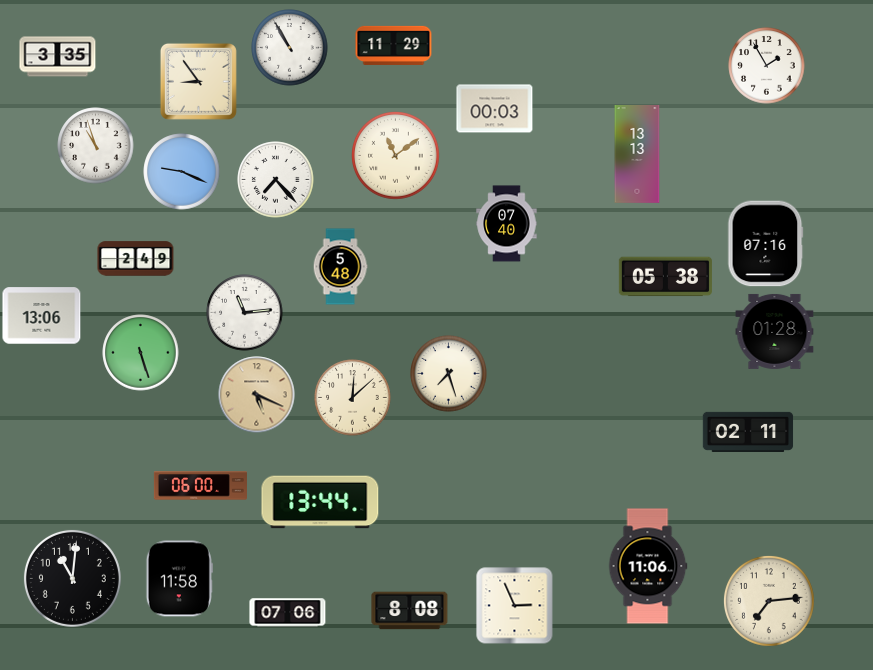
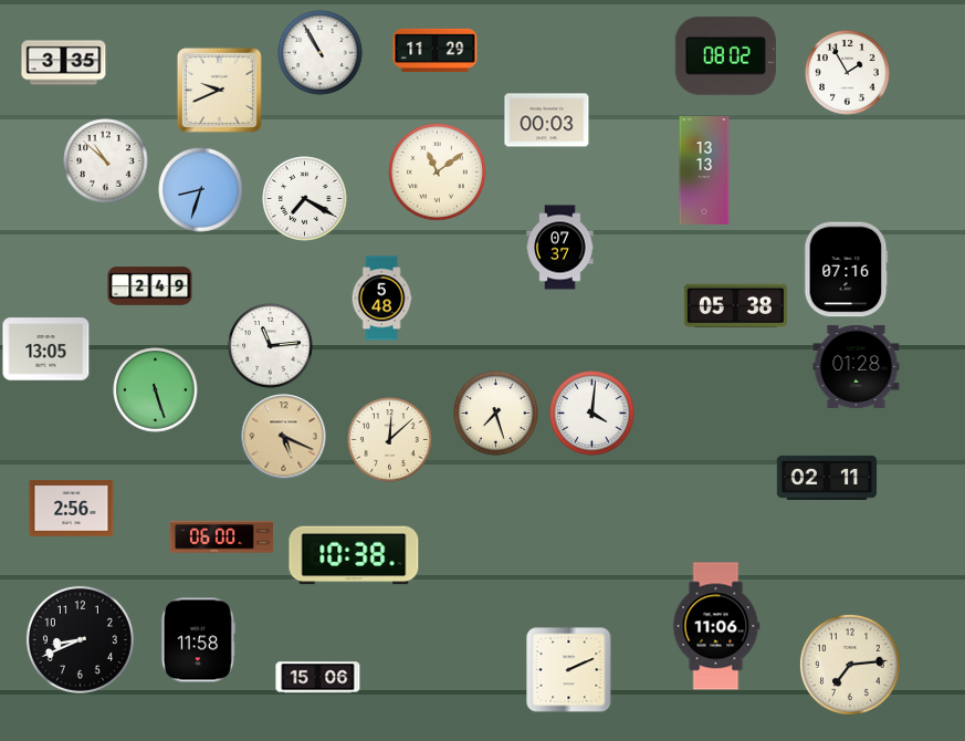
clock at (725, 55): none -> 08:02
clock at (198, 81): 8:54 -> 9:41
clock at (96, 146): 10:57 -> 10:52
clock at (182, 172): 9:19 -> 8:33
clock at (276, 180): 7:23 -> 7:20
clock at (507, 224): 07:40 -> 07:37
clock at (340, 267) position: (340, 267) -> (381, 299)
clock at (42, 316): 13:06 -> 13:05
clock at (592, 414): none -> 4:01
clock at (72, 509): none -> 2:56
clock at (320, 502): 13:44 -> 10:38
clock at (72, 578): 11:01 -> 8:41
clock at (515, 606): 2:56 -> 2:11
clock at (410, 611): 8:08 -> none
clock at (288, 613): 07:06 -> 15:06
